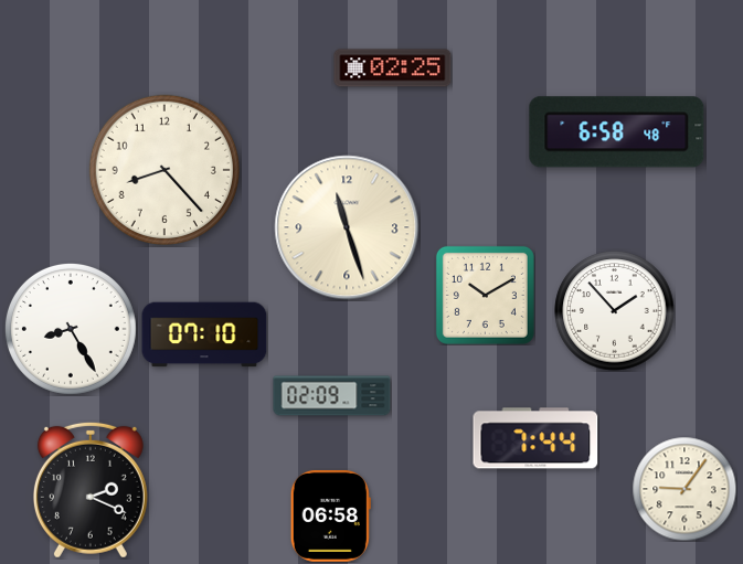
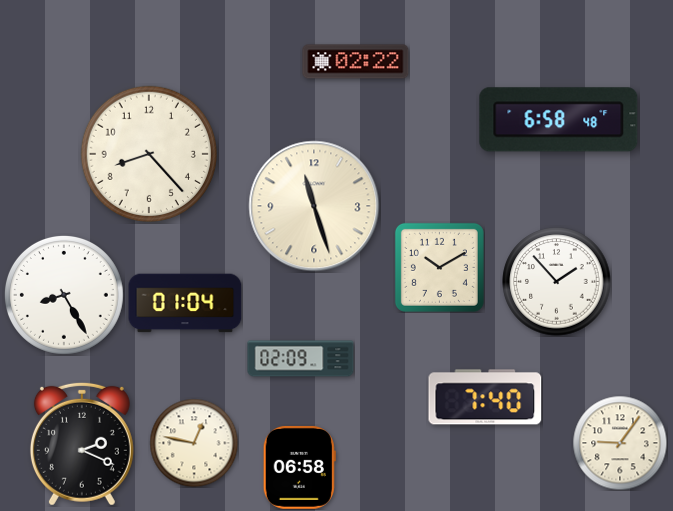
clock at (393, 68): 02:25 -> 02:22
clock at (71, 329) position: (71, 329) -> (64, 295)
clock at (204, 334): 07:10 -> 01:04
clock at (535, 438): 7:44 -> 7:40
clock at (194, 443): none -> 12:47
